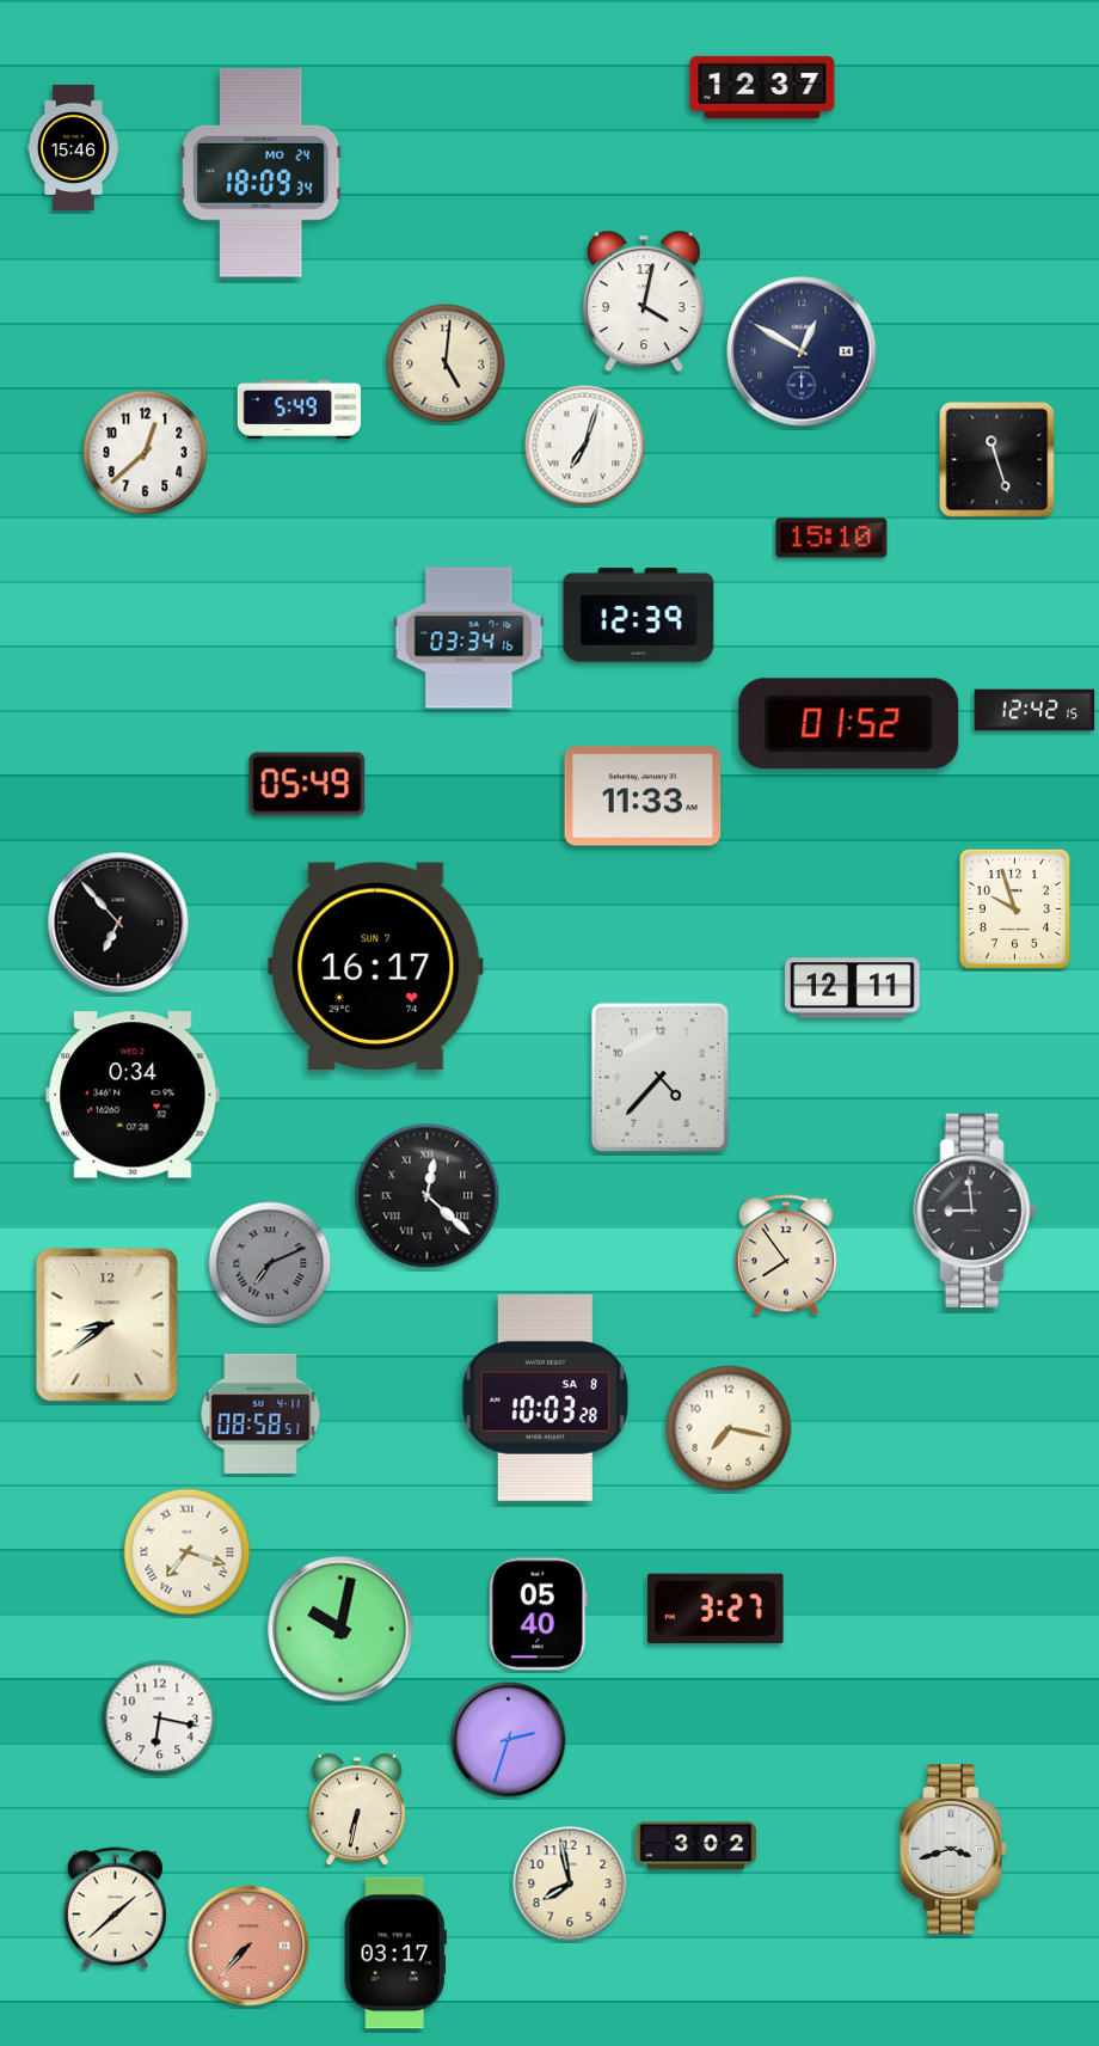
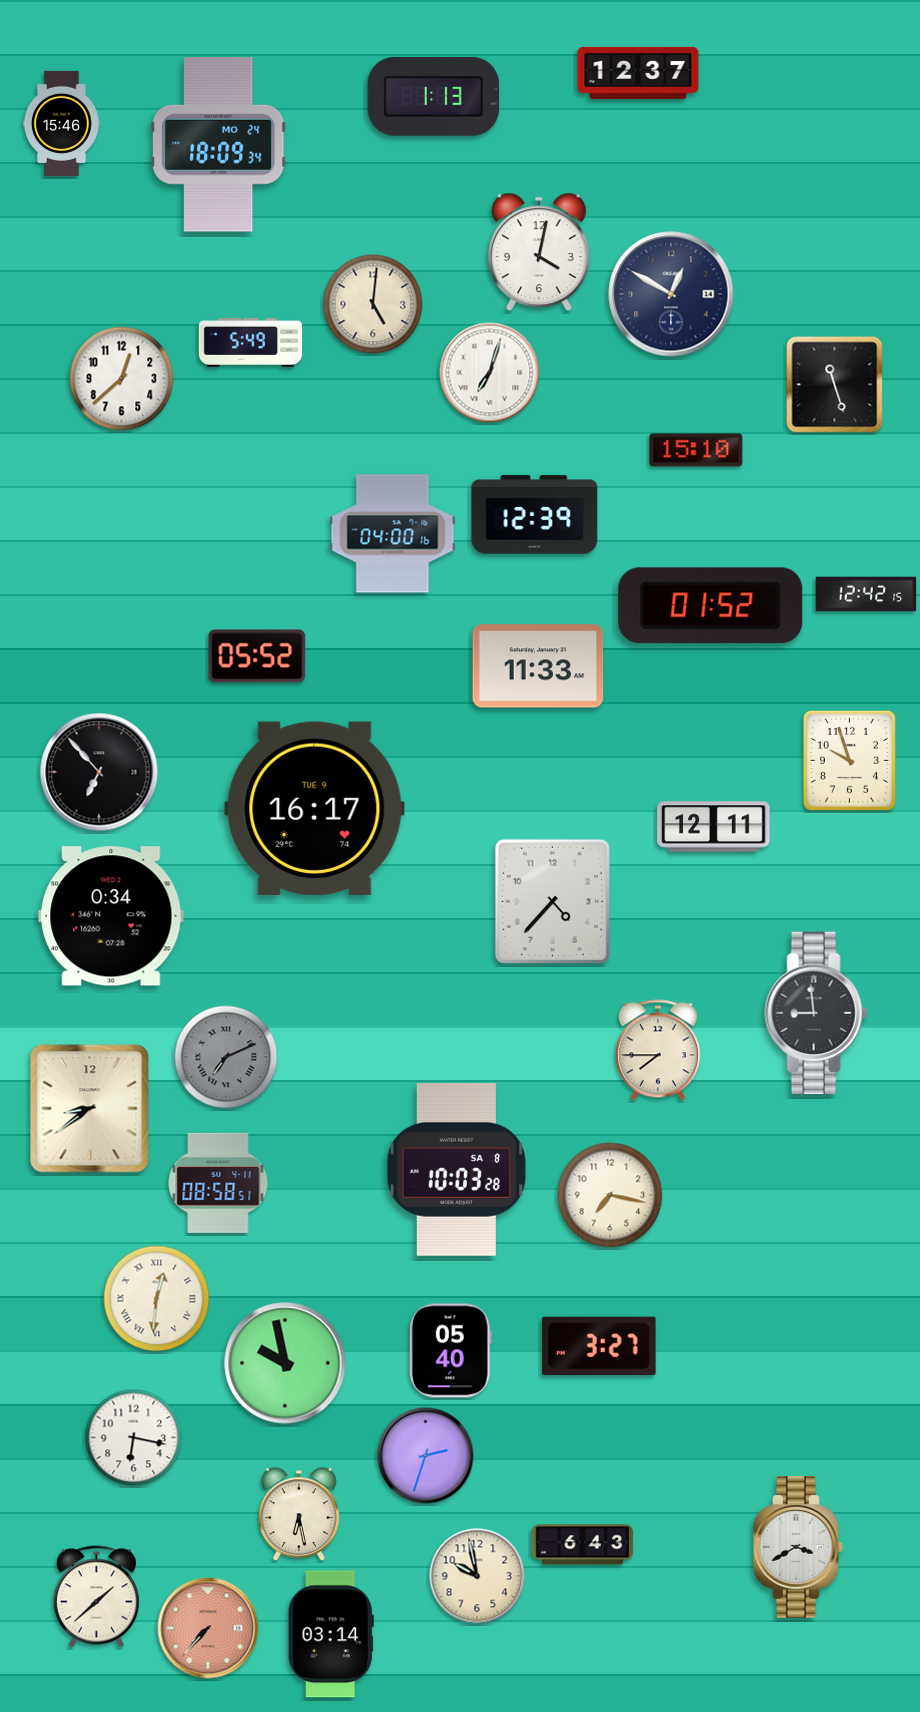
clock at (434, 96): none -> 1:13
clock at (469, 638): 03:34 -> 04:00
clock at (307, 784): 05:49 -> 05:52
clock at (376, 967) date: SUN 7 -> TUE 9
clock at (428, 1196): 12:22 -> none
clock at (786, 1255): 7:54 -> 7:45
clock at (188, 1552): 7:18 -> 12:31
clock at (340, 1629): 10:02 -> 9:58
clock at (358, 1811): 6:32 -> 6:28
clock at (696, 1846): 3:02 -> 6:43
clock at (954, 1850): 3:42 -> 3:40
clock at (570, 1883): 7:58 -> 9:58
clock at (395, 1953): 03:17 -> 03:14
